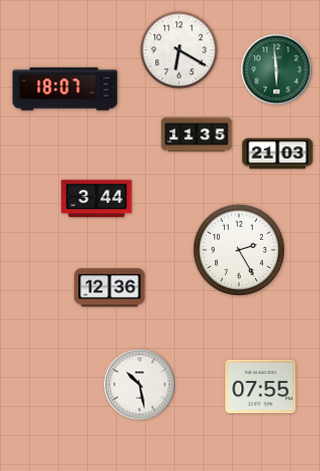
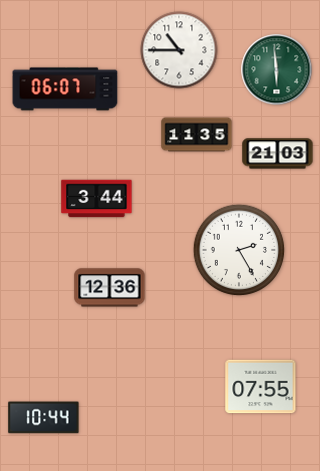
clock at (179, 50): 6:20 -> 10:45
clock at (65, 89): 18:07 -> 06:07
clock at (140, 385): 10:28 -> none
clock at (44, 418): none -> 10:44
